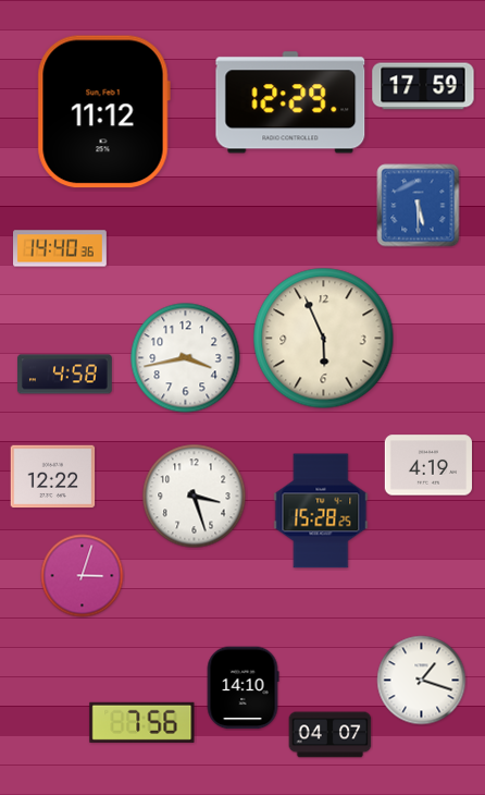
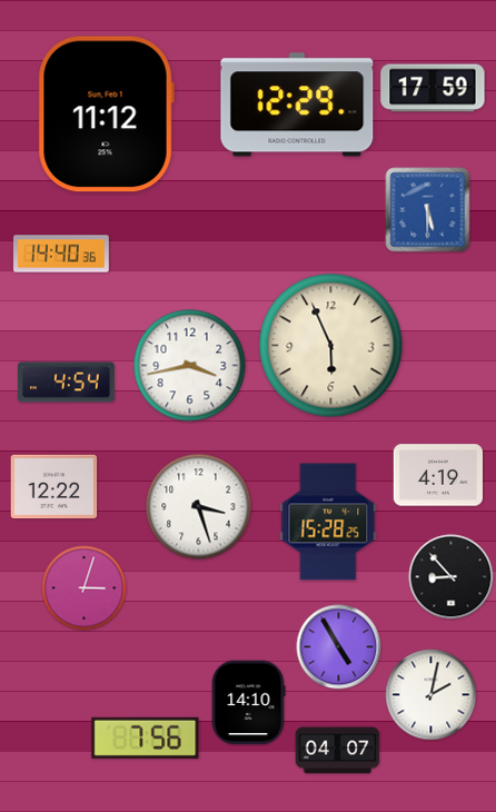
clock at (65, 375): 4:58 -> 4:54
clock at (452, 577): none -> 8:53
clock at (339, 647): none -> 4:55
clock at (422, 681): 1:18 -> 2:02
